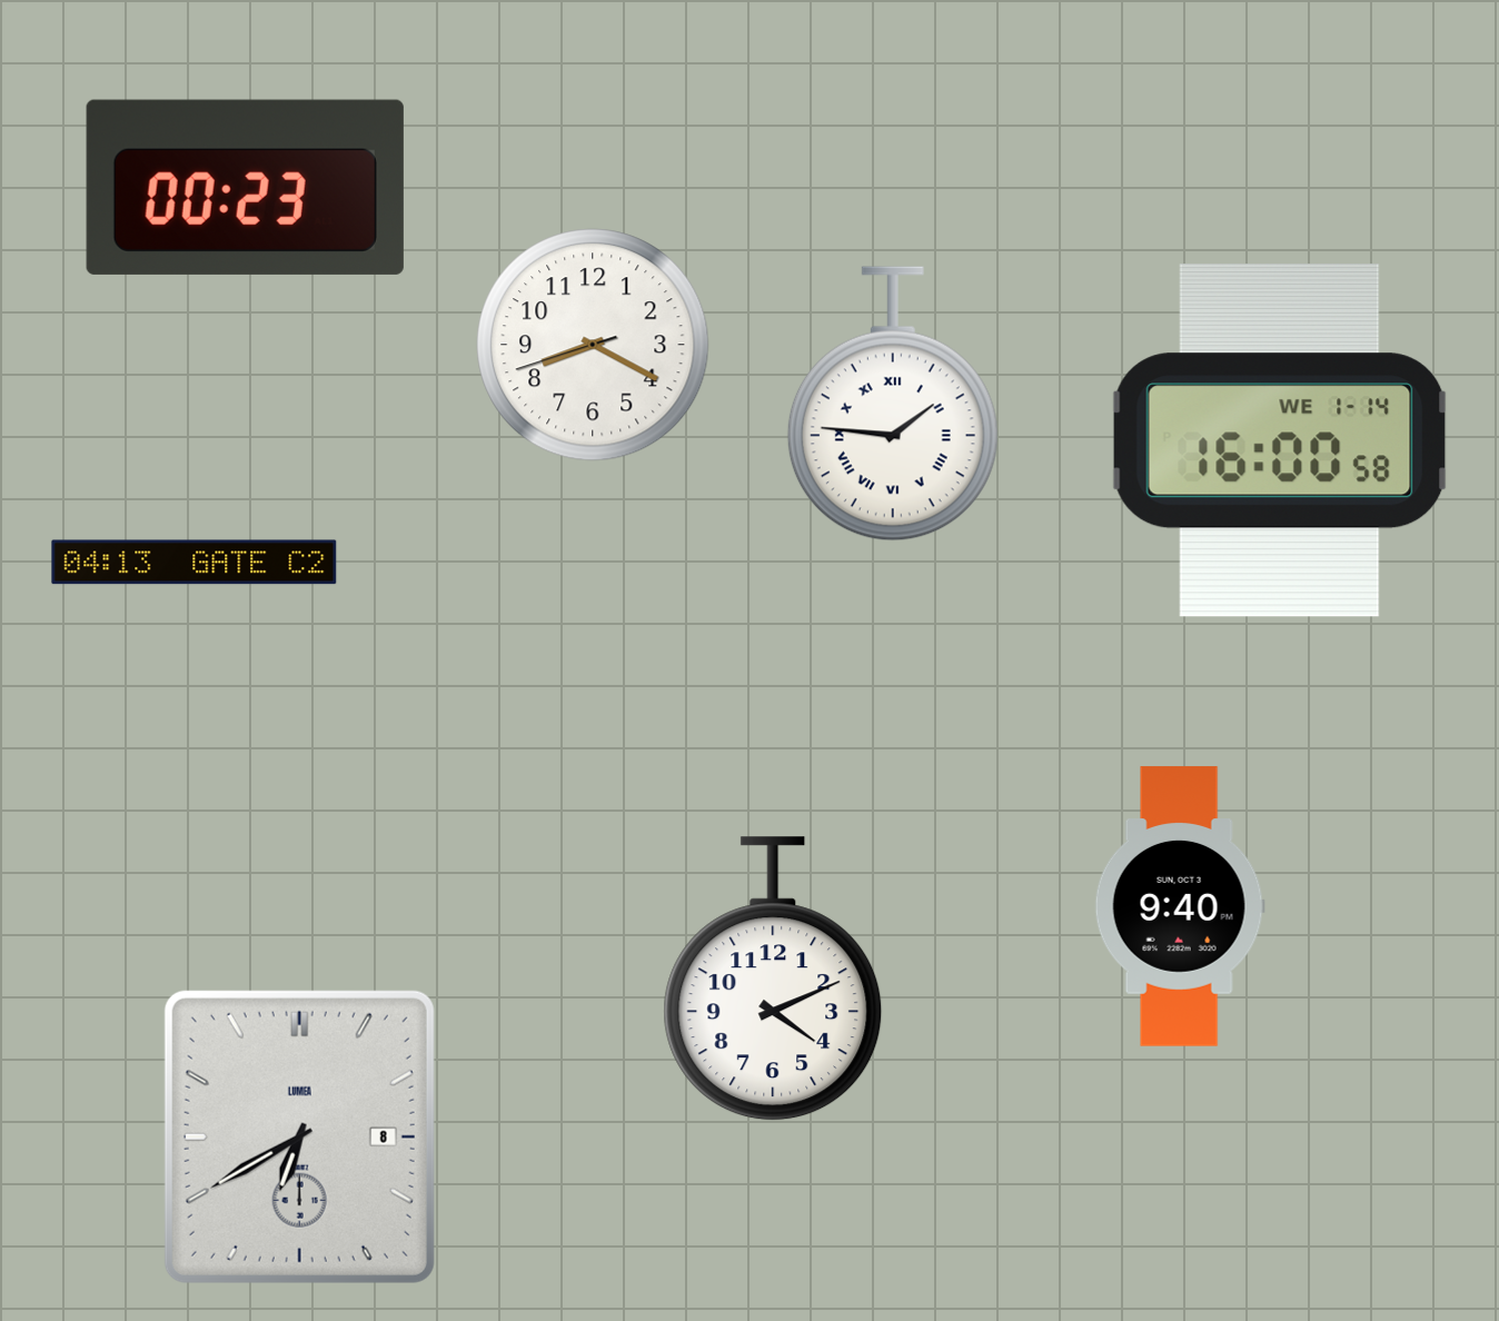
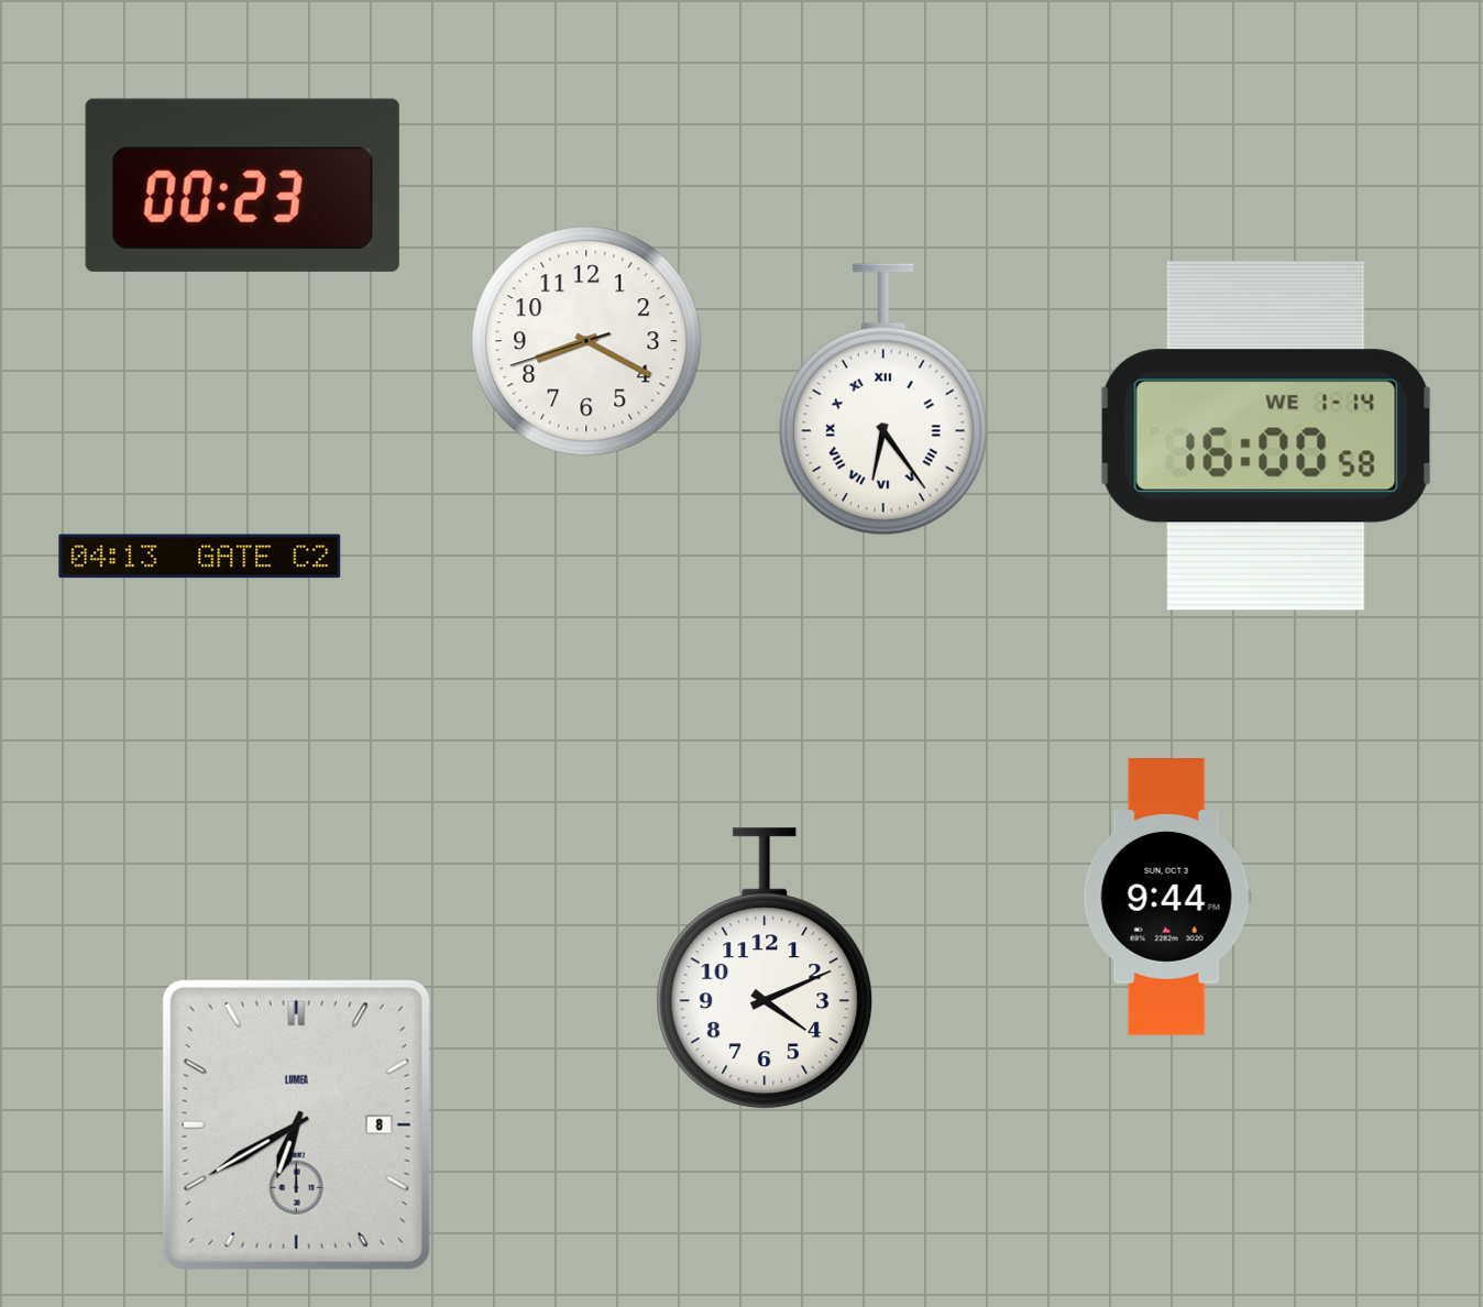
clock at (893, 404): 1:46 -> 6:24
clock at (195, 563) position: (195, 563) -> (200, 557)
clock at (1180, 906): 9:40 -> 9:44
